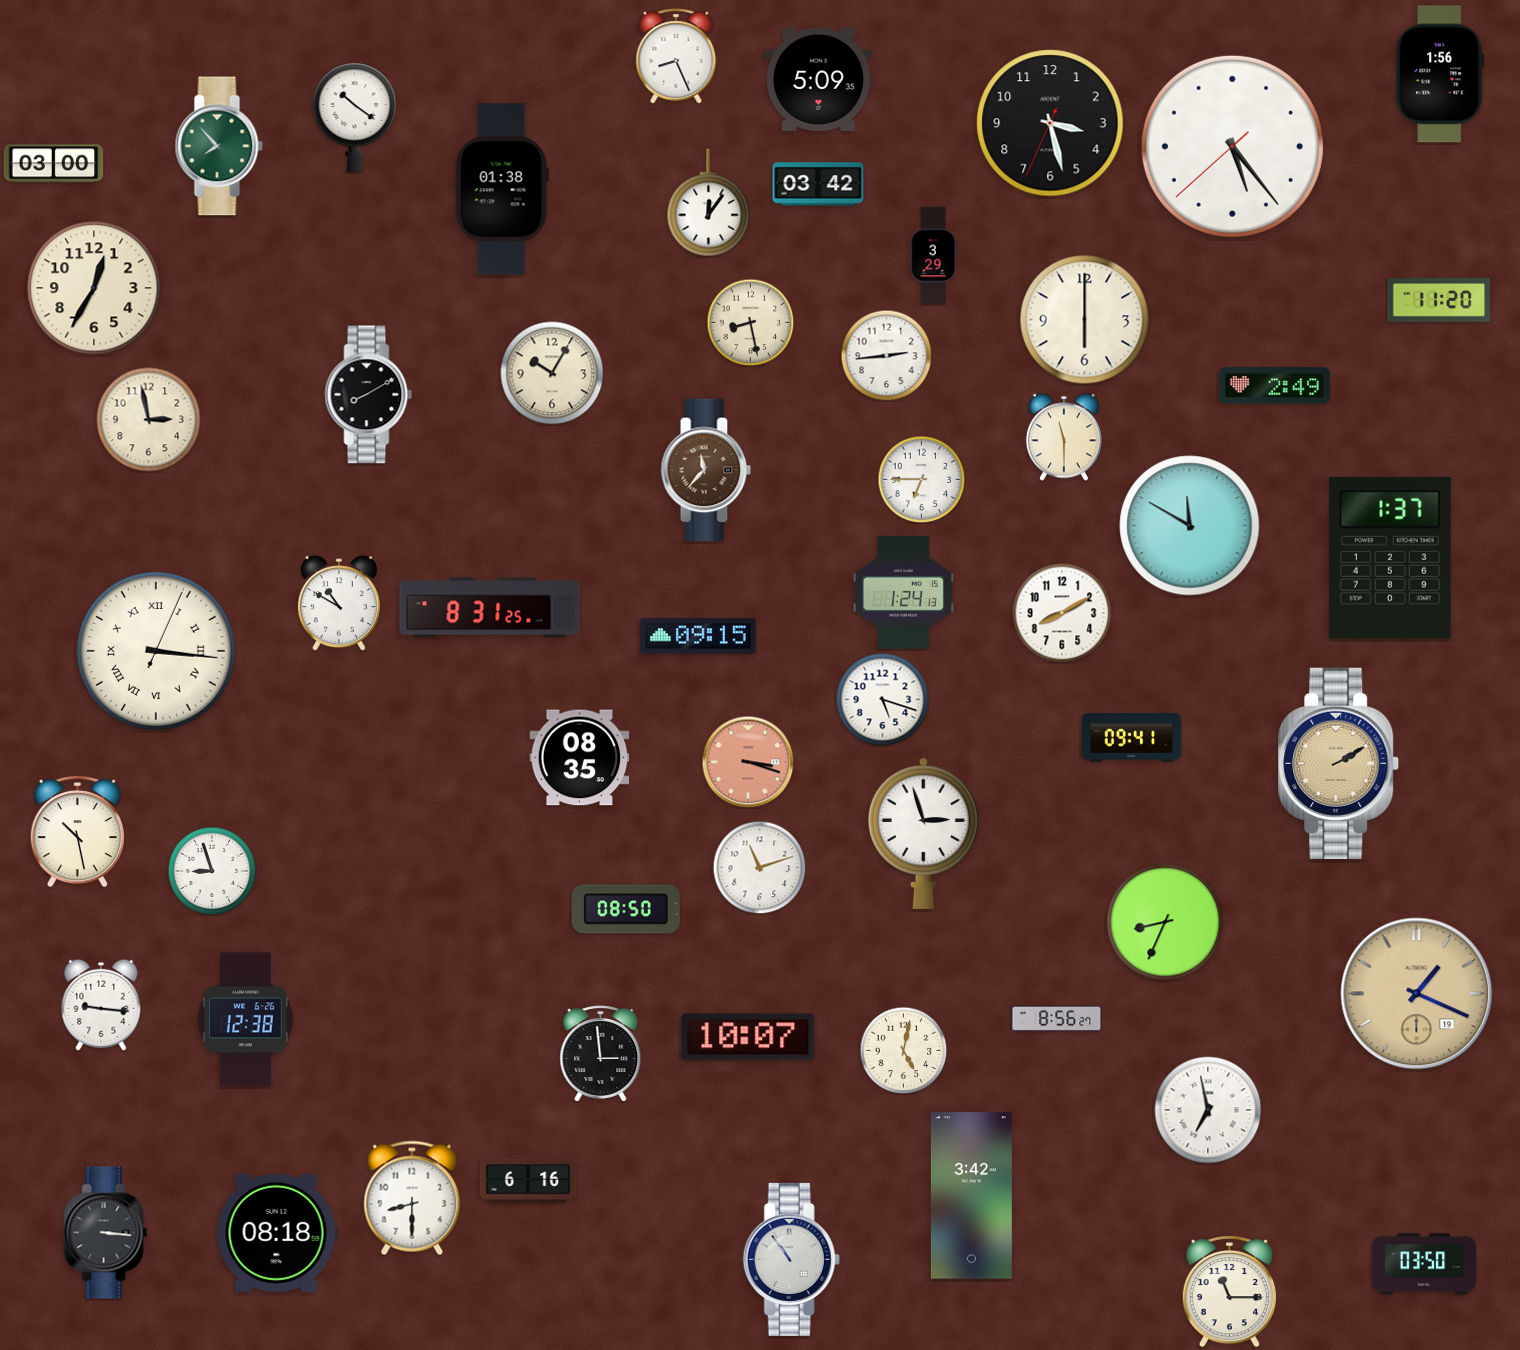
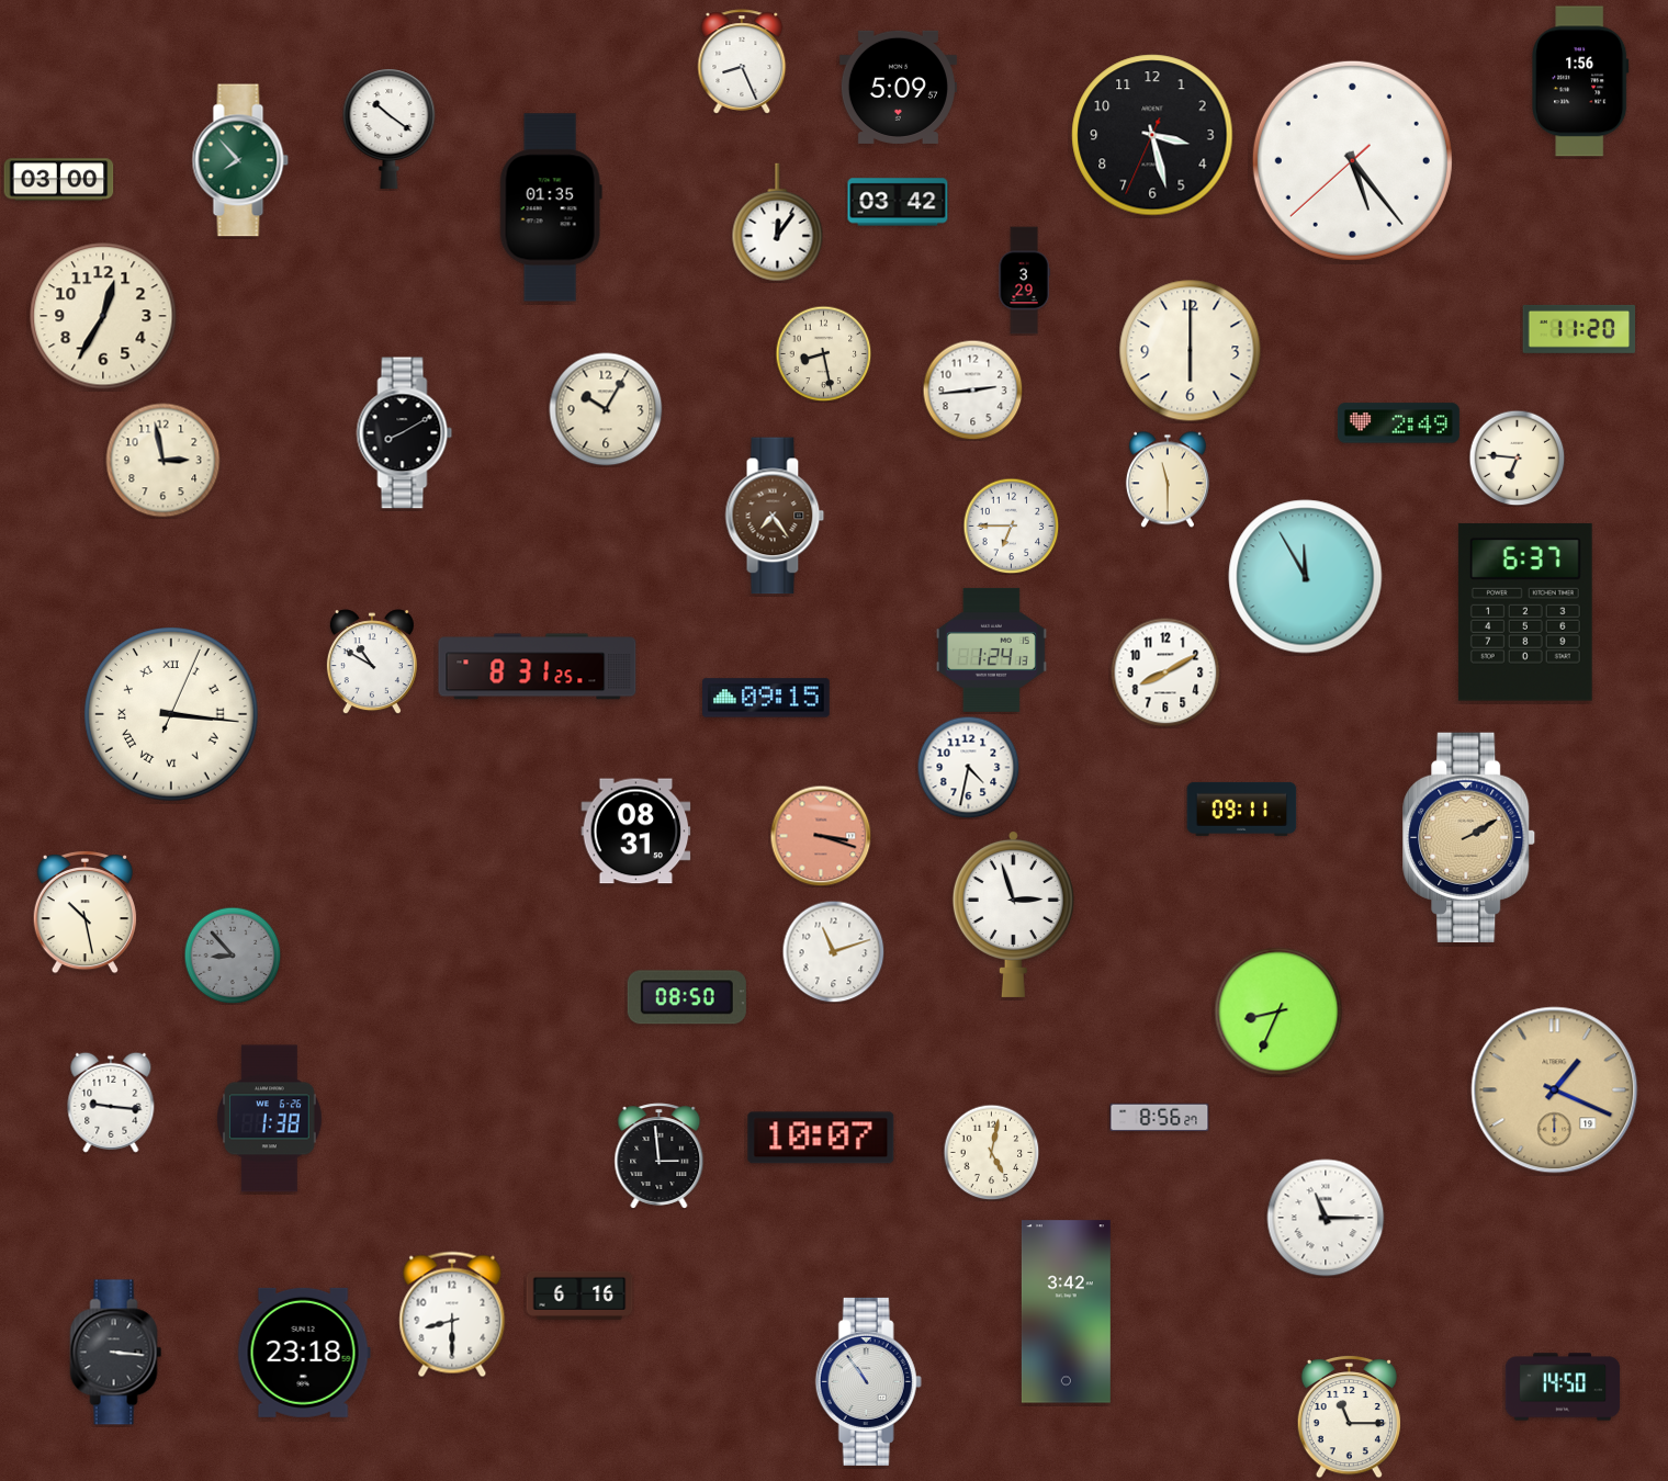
clock at (818, 79): 5:09:35 -> 5:09:57
clock at (502, 189): 01:38 -> 01:35
clock at (1517, 457): none -> 6:46
clock at (706, 470): 11:37 -> 7:24
clock at (1190, 526): 11:50 -> 11:55
clock at (1390, 558): 1:37 -> 6:37
clock at (882, 699): 5:18 -> 4:32
clock at (1132, 737): 09:41 -> 09:11
clock at (580, 758): 08:35 -> 08:31
clock at (212, 871): 8:57 -> 8:53
clock at (212, 871) dial: white -> grey
clock at (246, 1020): 12:38 -> 1:38
clock at (1208, 1110): 6:58 -> 11:15
clock at (277, 1233): 08:18 -> 23:18
clock at (1424, 1264): 03:50 -> 14:50
